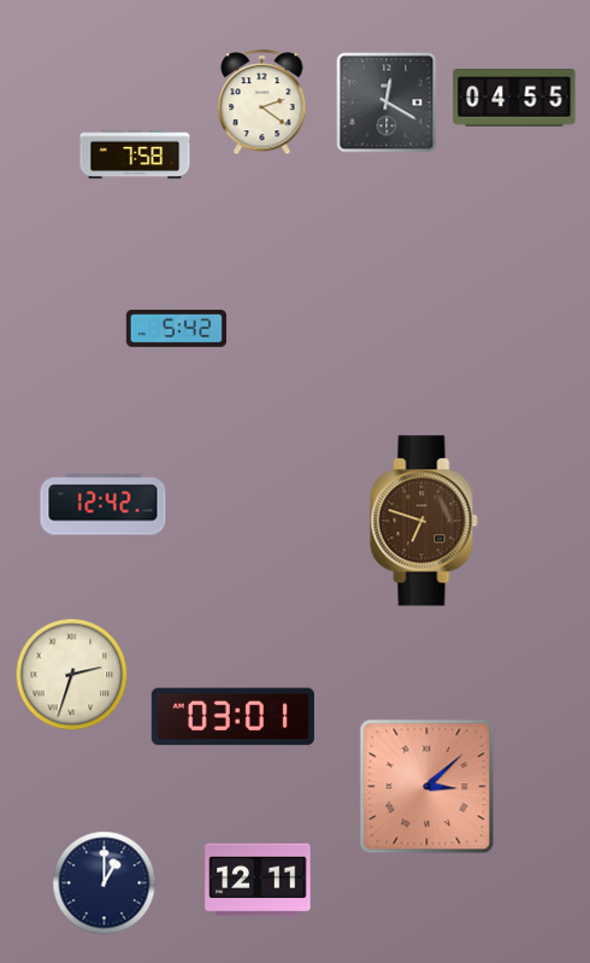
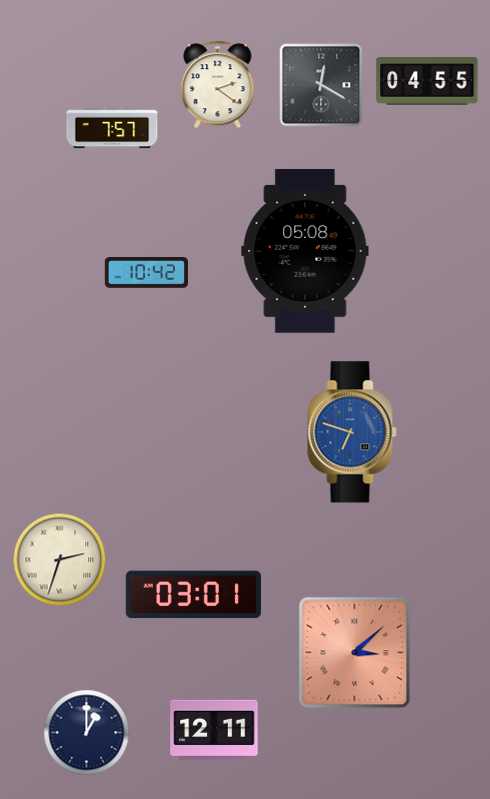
clock at (135, 154): 7:58 -> 7:57
clock at (305, 252): none -> 05:08
clock at (176, 329): 5:42 -> 10:42
clock at (104, 505): 12:42 -> none
clock at (424, 521) dial: brown -> blue
